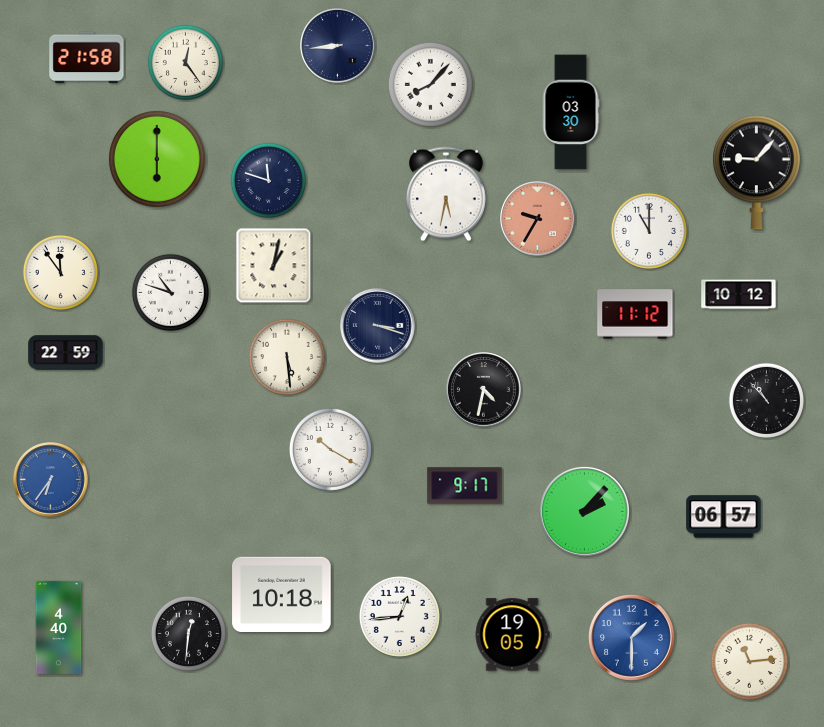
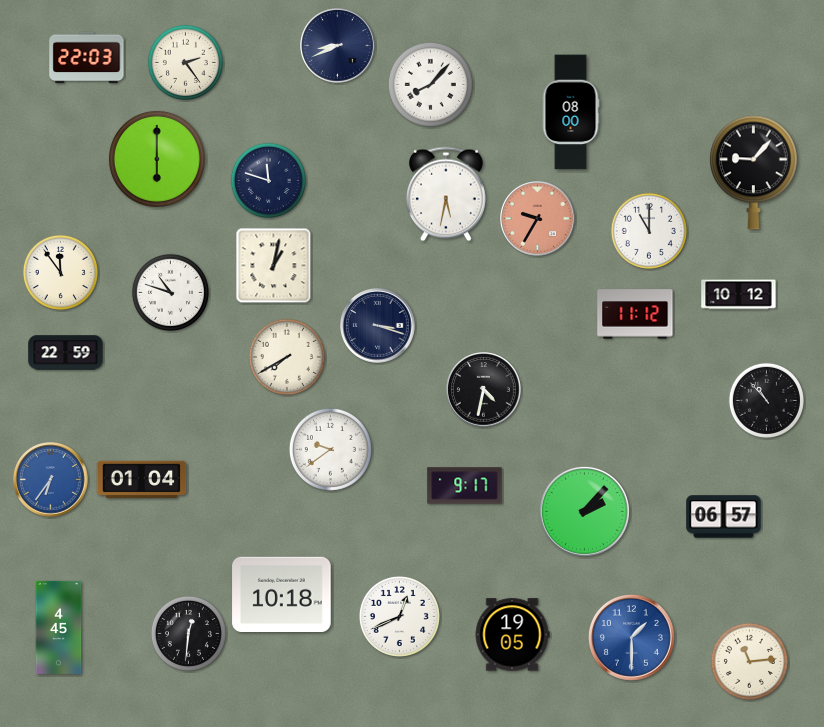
clock at (338, 46): 8:44 -> 8:41
clock at (87, 58): 21:58 -> 22:03
clock at (185, 62): 12:24 -> 2:24
clock at (571, 112): 03:30 -> 08:00
clock at (757, 173) position: (757, 173) -> (754, 173)
clock at (287, 357): 5:29 -> 7:40
clock at (330, 449): 10:20 -> 9:39
clock at (142, 480): none -> 01:04
clock at (399, 616): 12:44 -> 12:41
clock at (59, 627): 4:40 -> 4:45
